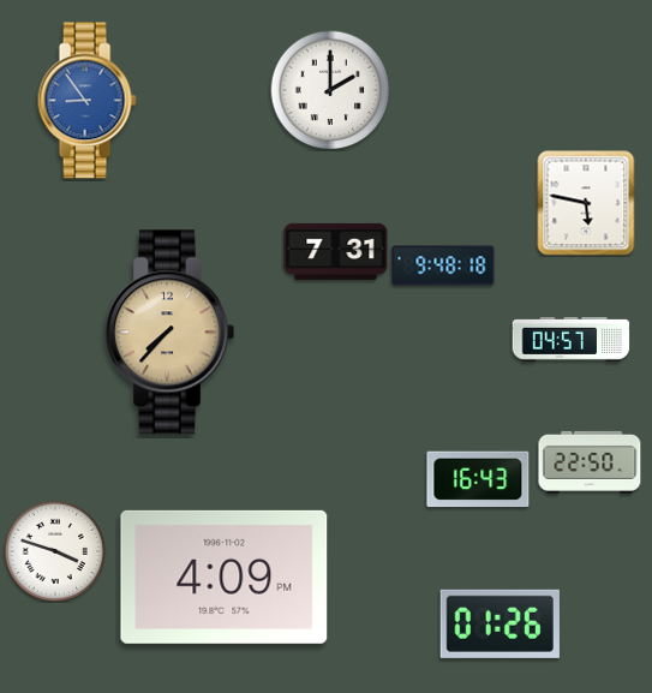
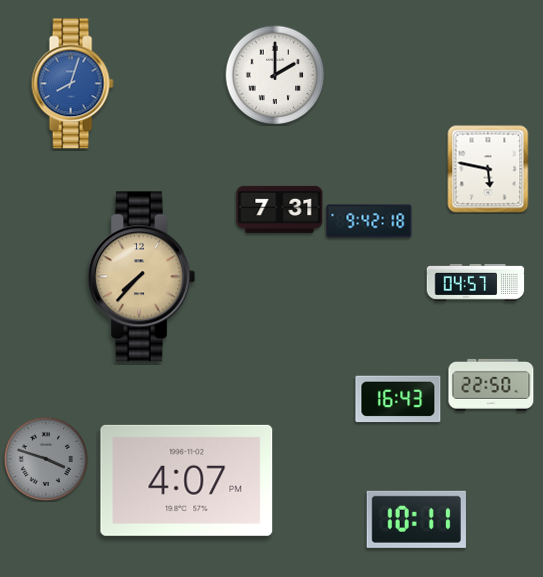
clock at (86, 101): 8:54 -> 8:03
clock at (443, 265): 9:48 -> 9:42
clock at (54, 550) dial: white -> grey
clock at (225, 576): 4:09 -> 4:07
clock at (500, 623): 01:26 -> 10:11
